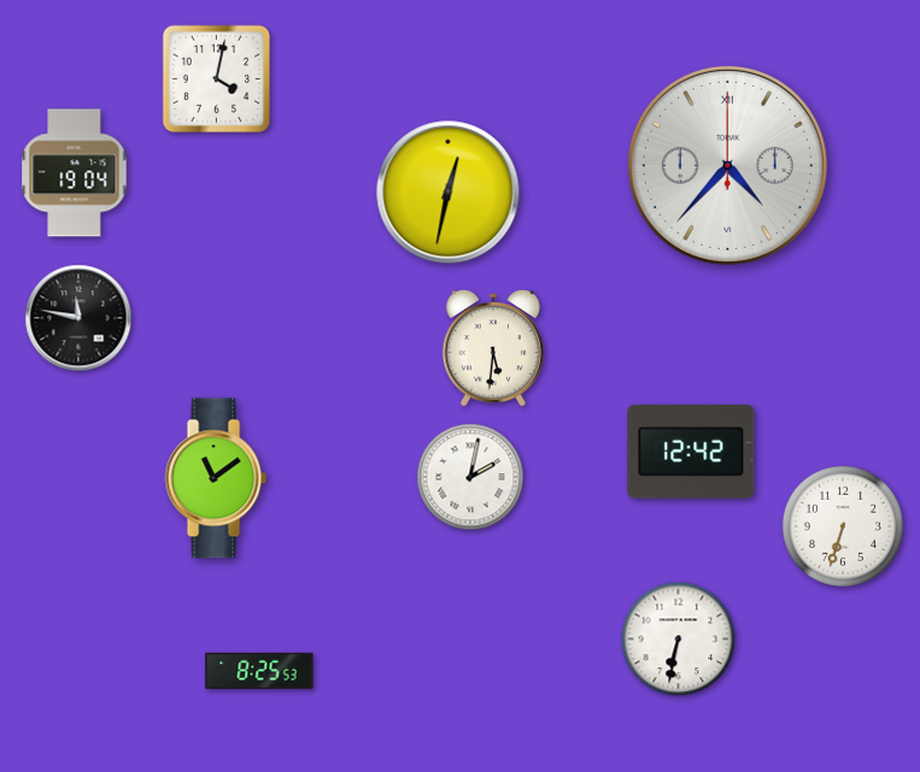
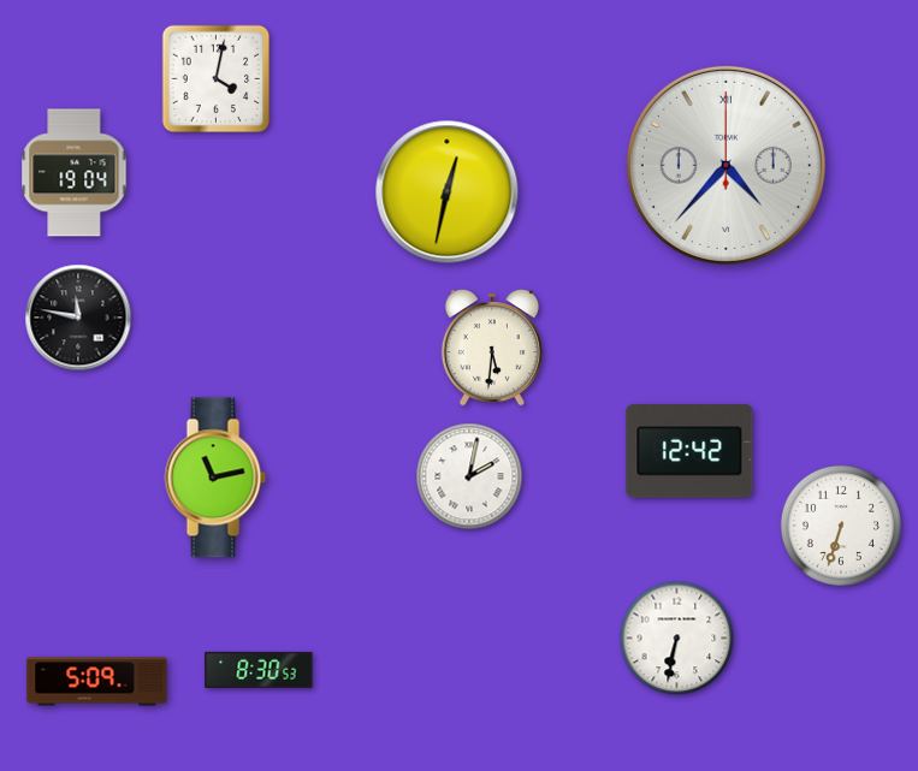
clock at (216, 478): 11:09 -> 11:13
clock at (259, 671): 8:25 -> 8:30
clock at (97, 682): none -> 5:09
